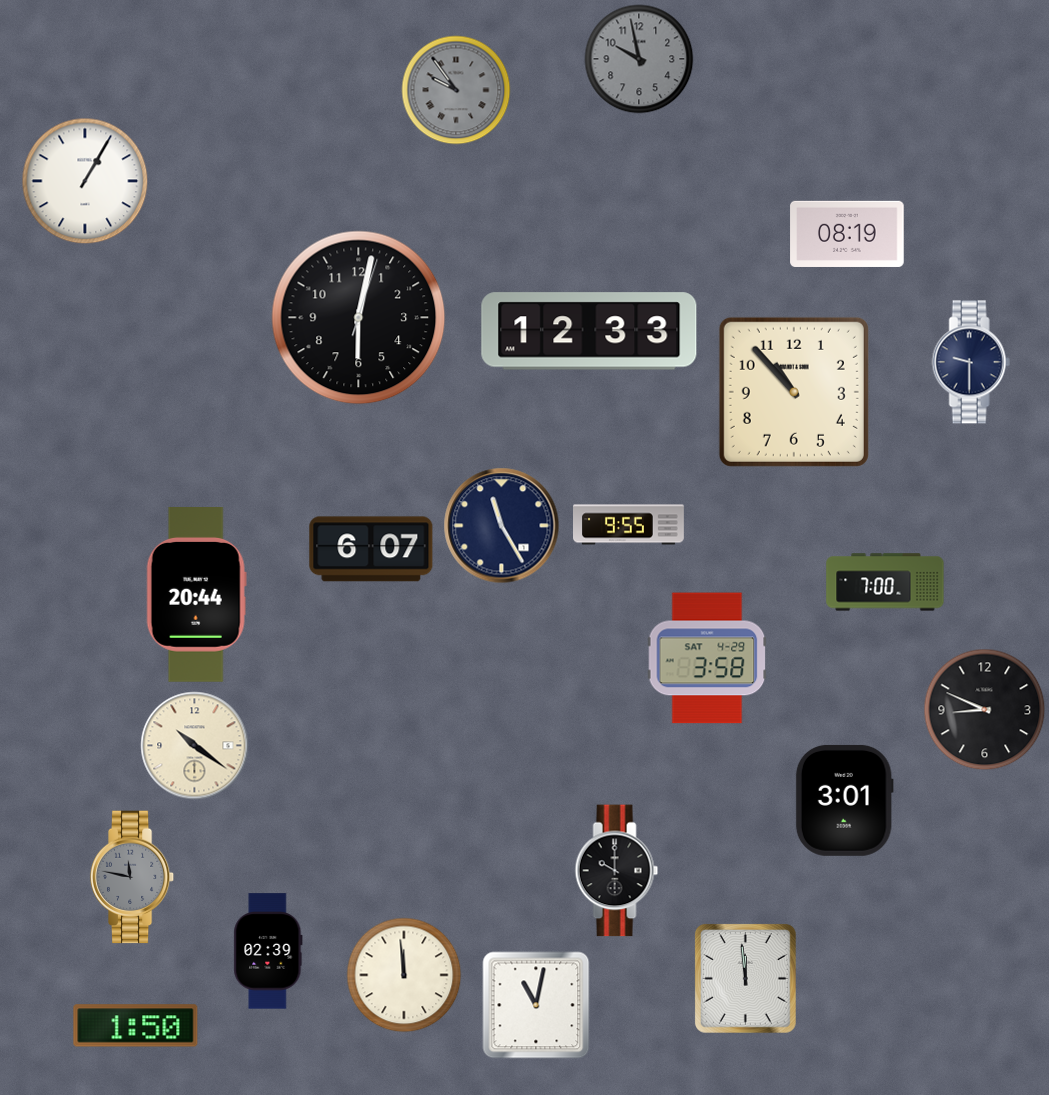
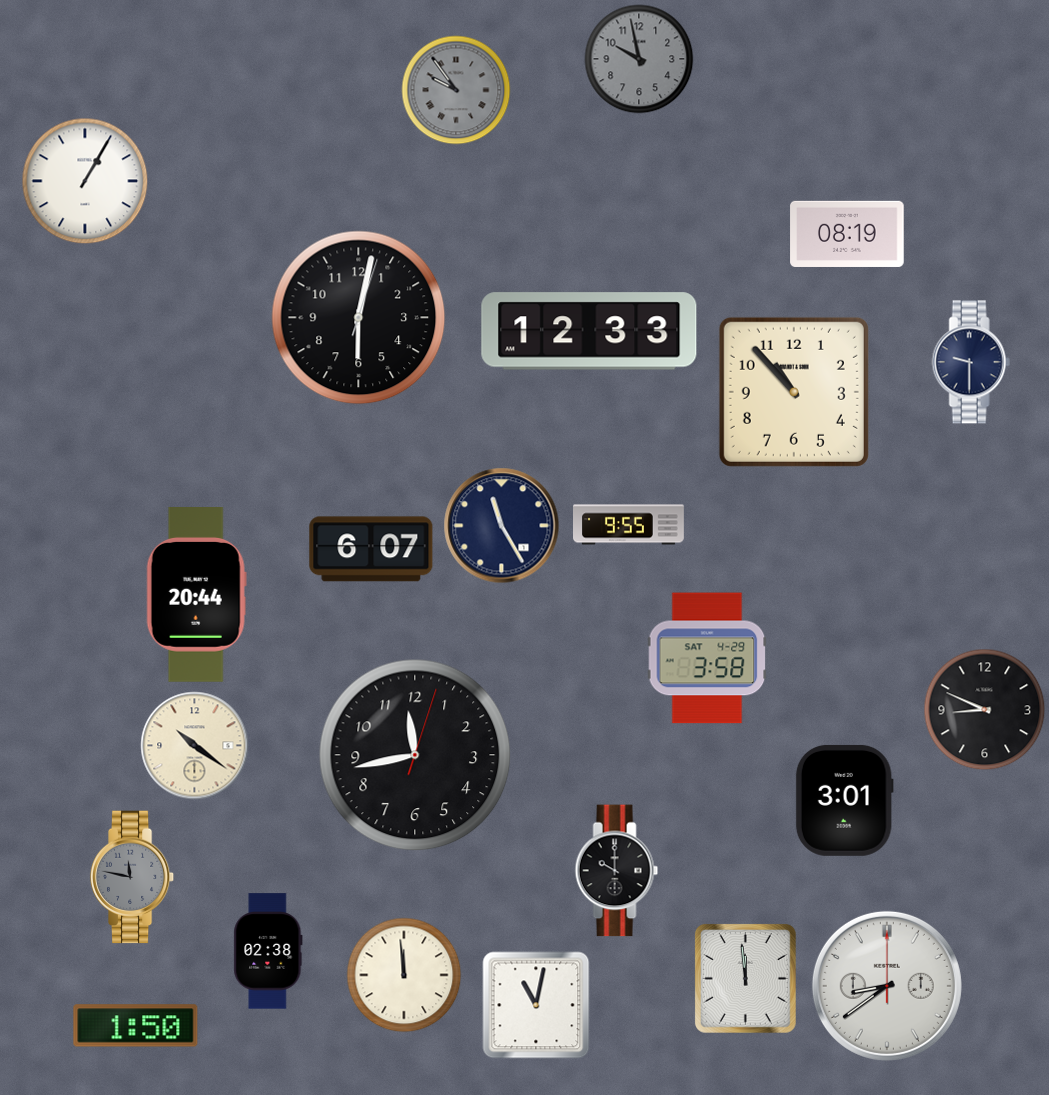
clock at (885, 582): 7:00 -> none
clock at (415, 755): none -> 11:43
clock at (268, 951): 02:39 -> 02:38
clock at (887, 986): none -> 8:39
